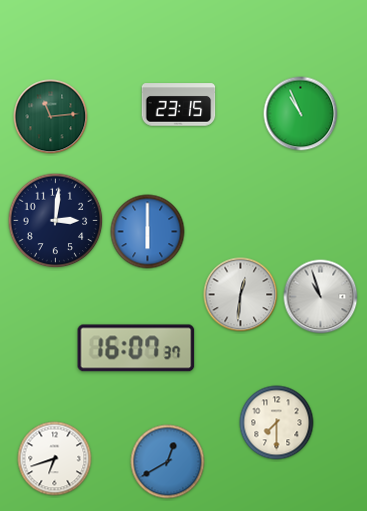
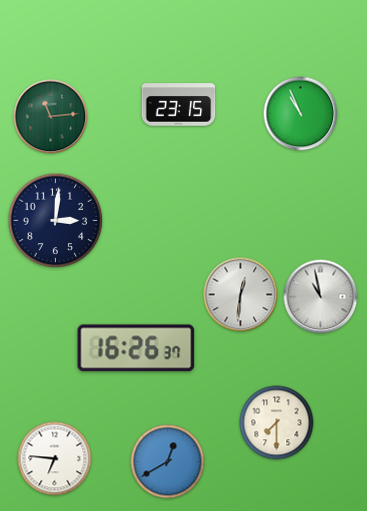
clock at (148, 232): 6:00 -> none
clock at (321, 297): 10:57 -> 10:58
clock at (136, 348): 16:07 -> 16:26
clock at (55, 459): 6:42 -> 6:46
